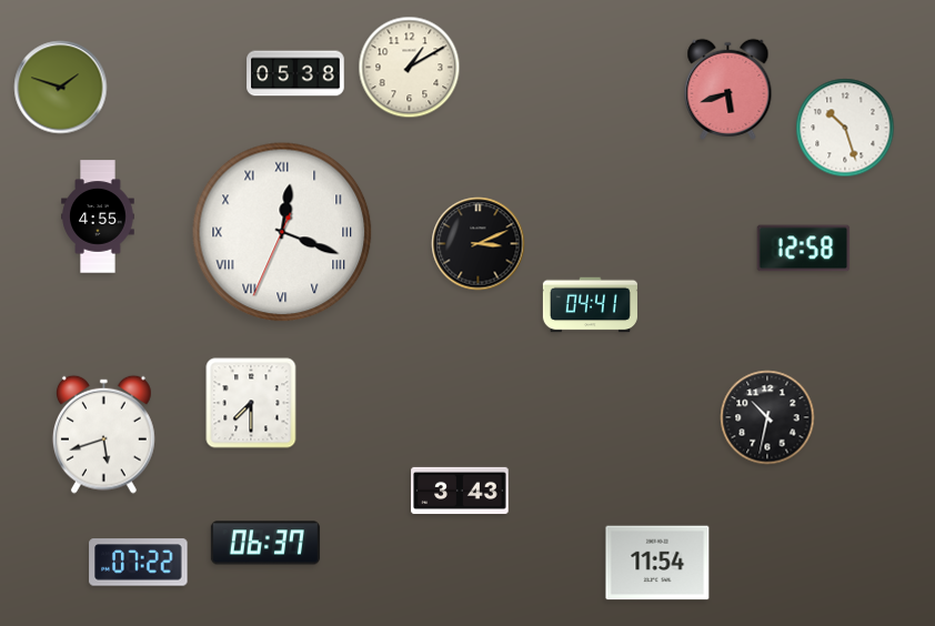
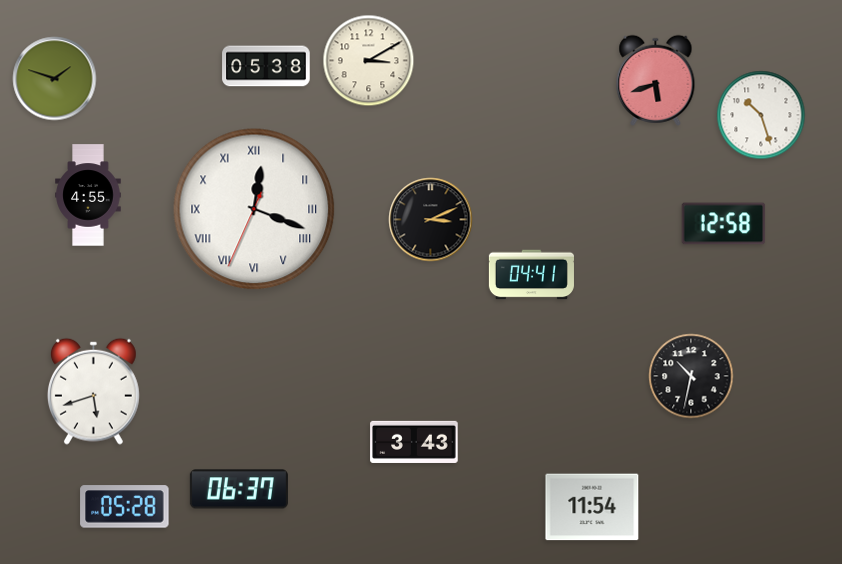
clock at (410, 68): 1:10 -> 3:10
clock at (251, 403): 7:30 -> none
clock at (139, 563): 07:22 -> 05:28
